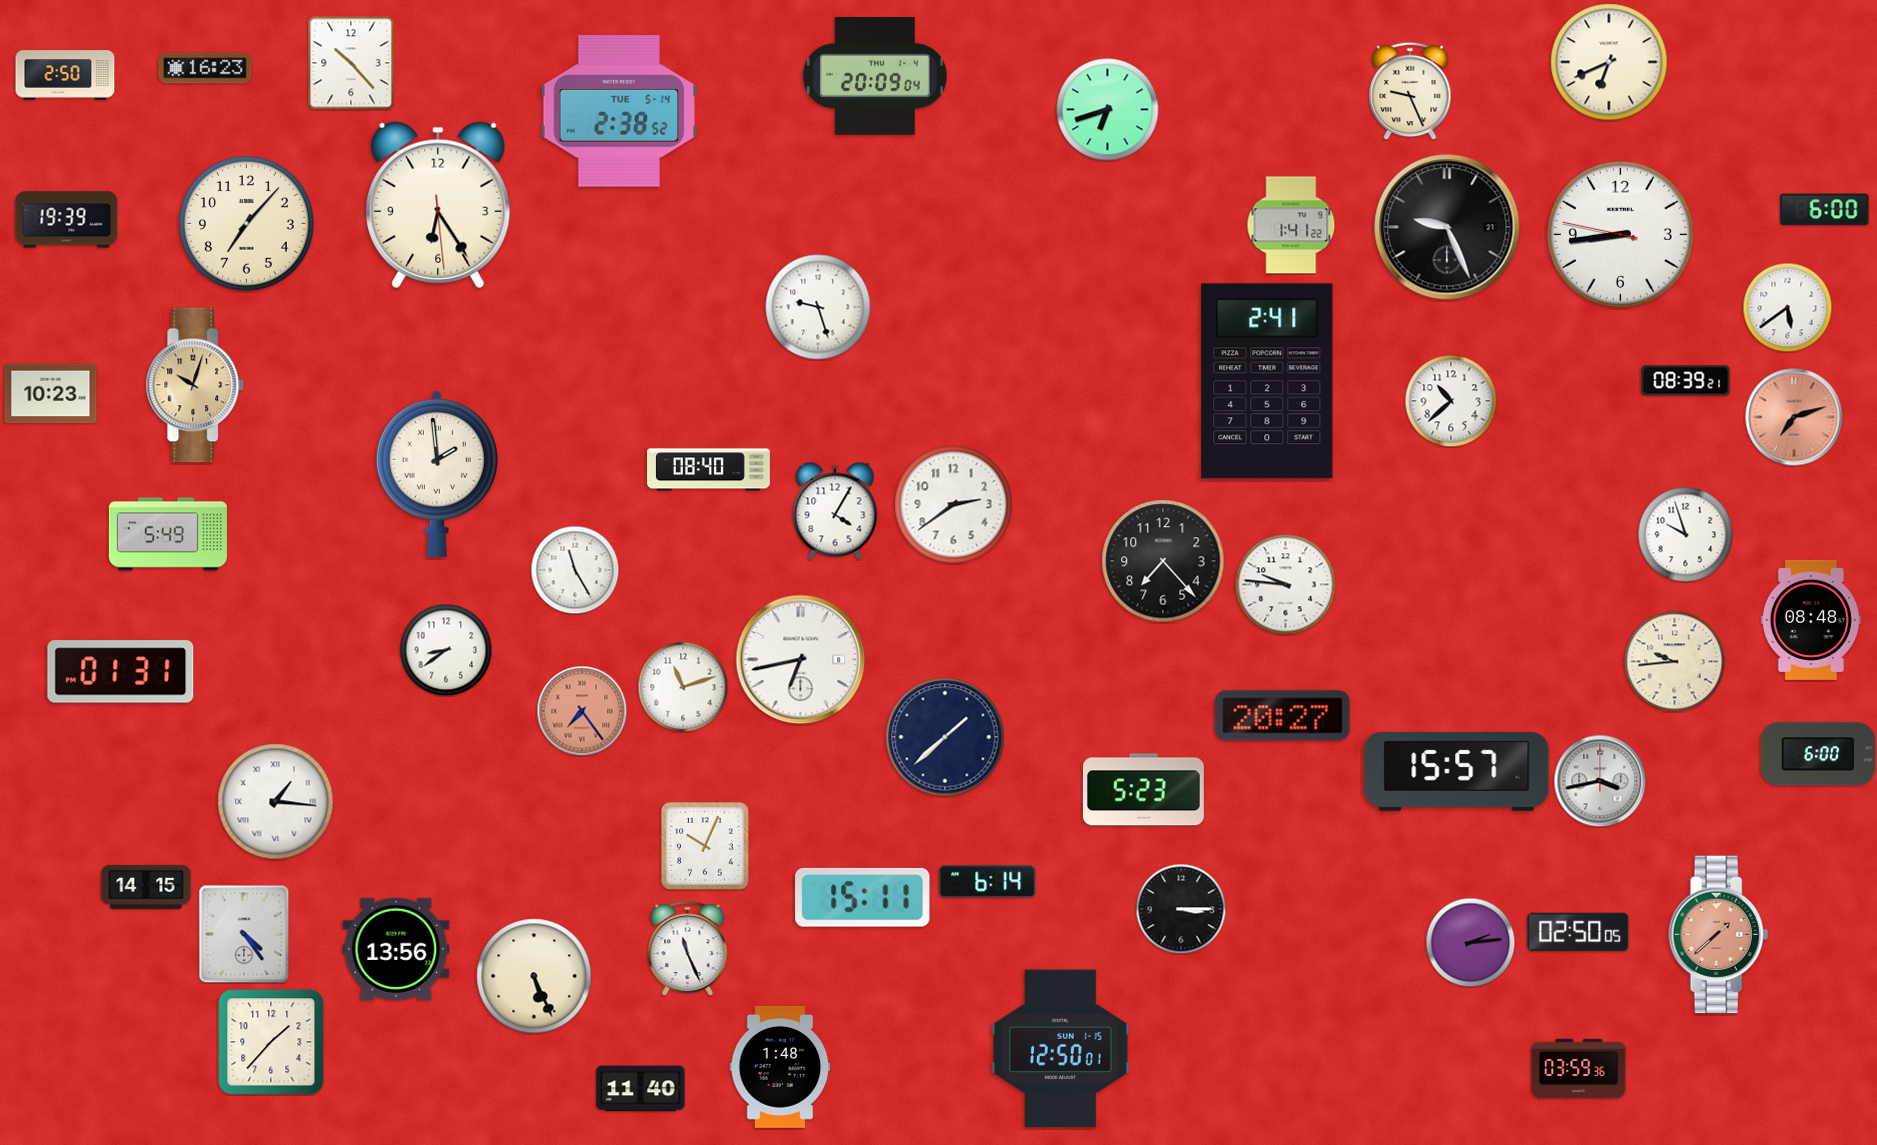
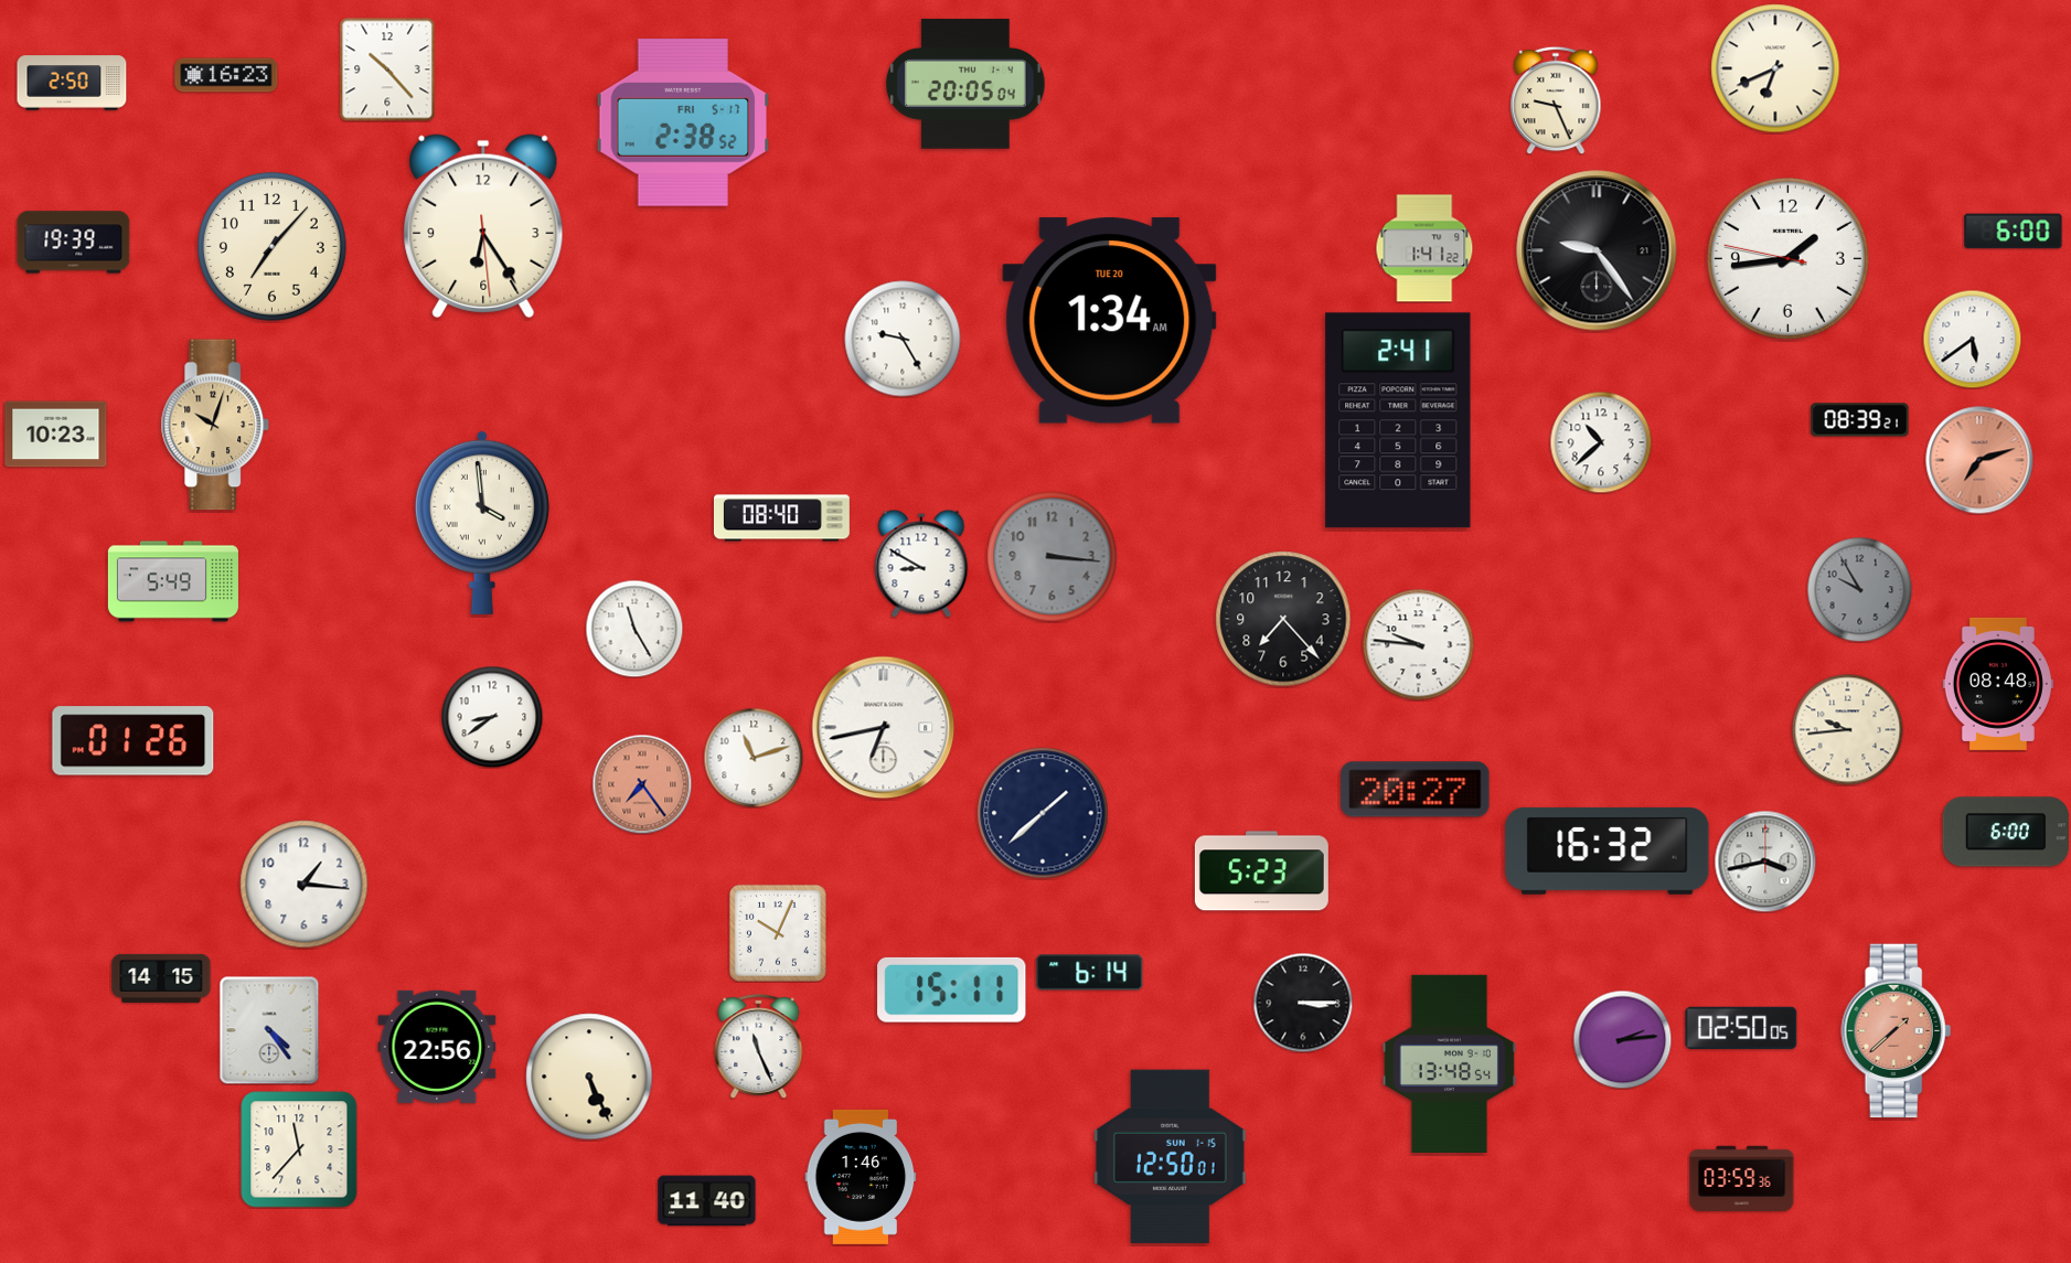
clock at (875, 76): 20:09 -> 20:05
clock at (1108, 110): 6:42 -> none
clock at (619, 112) date: TUE 5-14 -> FRI 5-17
clock at (1447, 227): 9:26 -> 9:24
clock at (1620, 234): 8:43 -> 1:43
clock at (1110, 321): none -> 1:34
clock at (818, 307): 9:27 -> 9:25
clock at (437, 473): 1:59 -> 3:59
clock at (954, 505): 2:39 -> 3:16
clock at (954, 505) dial: white -> grey
clock at (835, 511): 4:05 -> 8:50
clock at (168, 534) position: (168, 534) -> (173, 581)
clock at (1685, 534): 9:57 -> 9:55
clock at (1685, 534) dial: white -> grey
clock at (121, 672): 01:31 -> 01:26
clock at (1457, 771): 15:57 -> 16:32
clock at (276, 802) numerals: Roman -> Arabic
clock at (396, 949): 13:56 -> 22:56
clock at (1449, 1063): none -> 13:48
clock at (271, 1042): 1:37 -> 11:37
clock at (780, 1067): 1:48 -> 1:46
